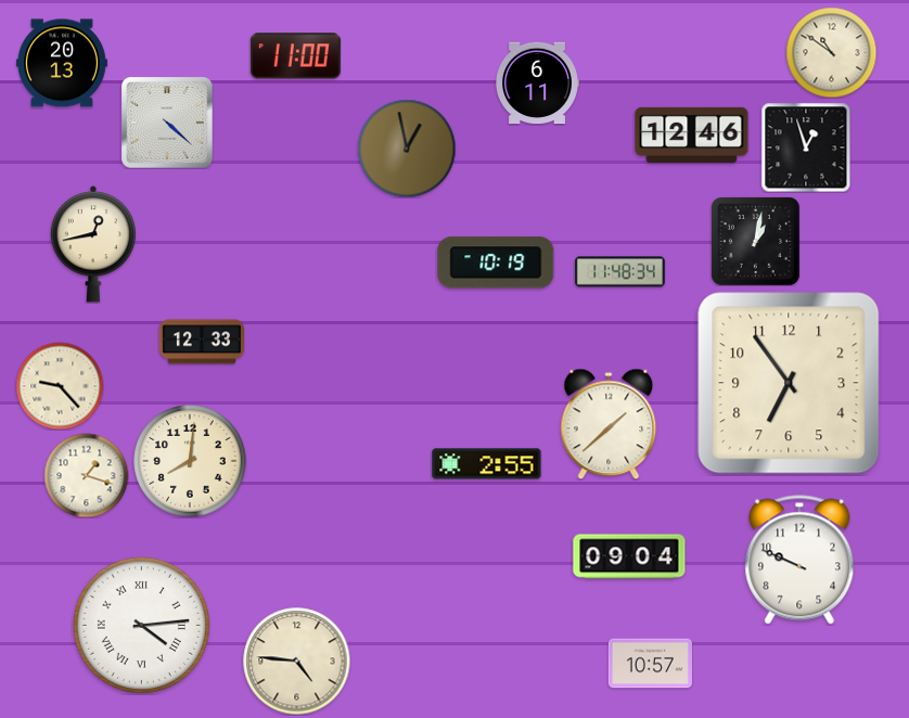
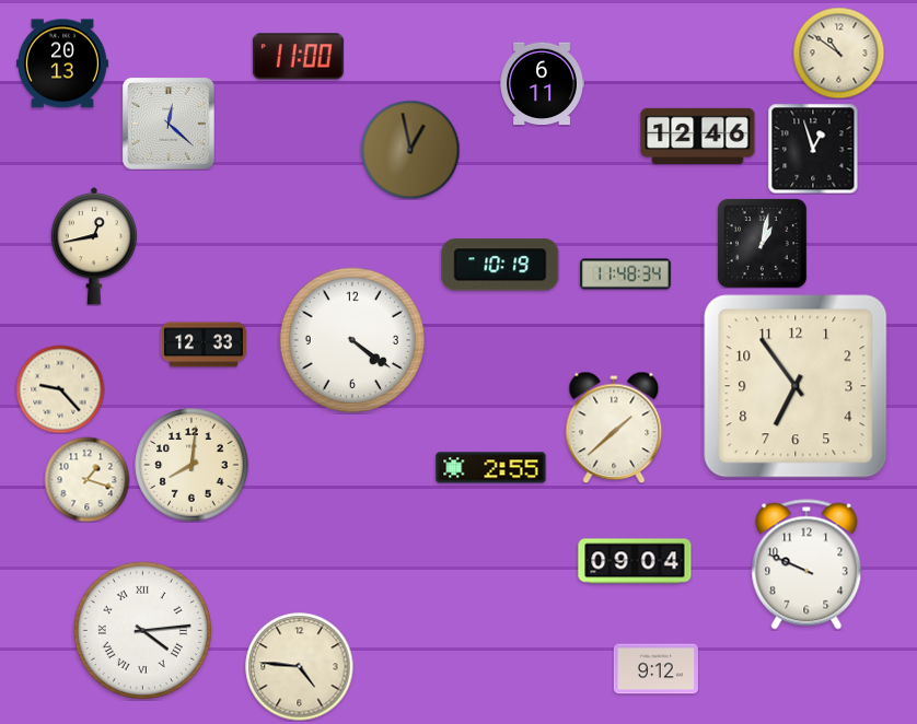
clock at (167, 123): 4:22 -> 12:22
clock at (351, 339): none -> 4:21
clock at (650, 664): 10:57 -> 9:12
